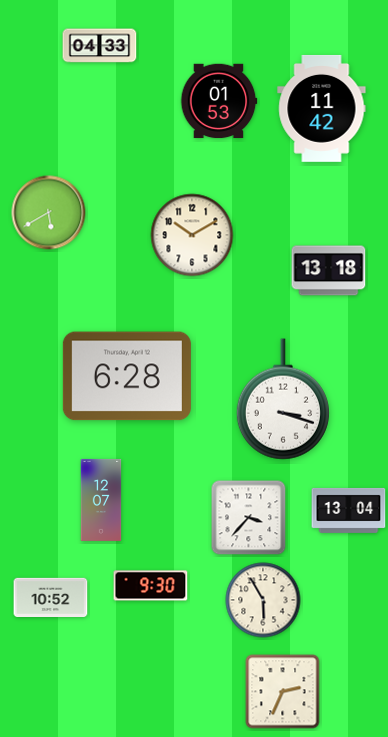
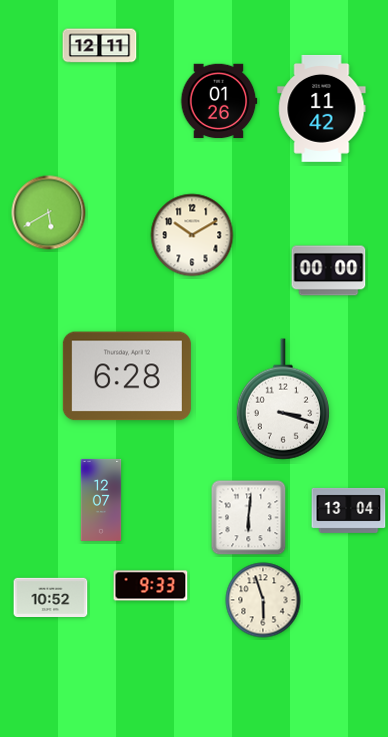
clock at (100, 46): 04:33 -> 12:11
clock at (219, 101): 01:53 -> 01:26
clock at (329, 271): 13:18 -> 00:00
clock at (249, 518): 3:37 -> 6:01
clock at (151, 586): 9:30 -> 9:33
clock at (263, 600): 5:55 -> 5:57
clock at (283, 692): 2:34 -> none
